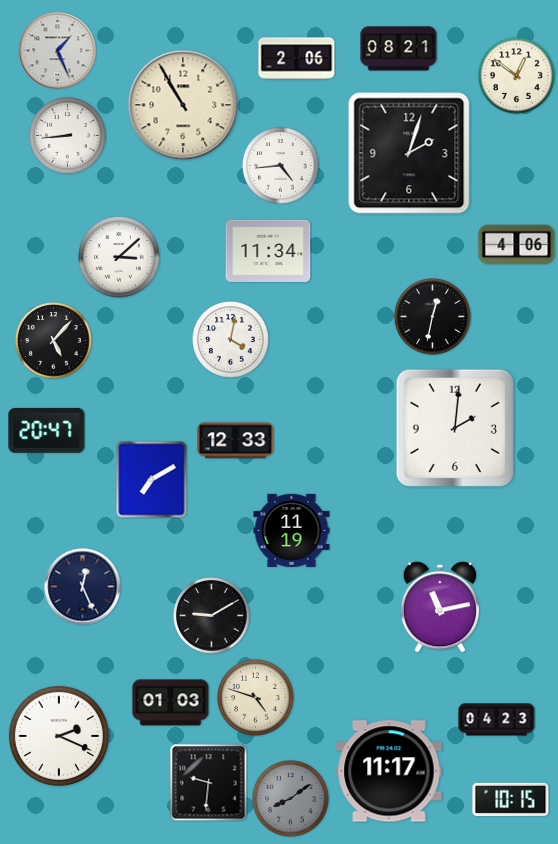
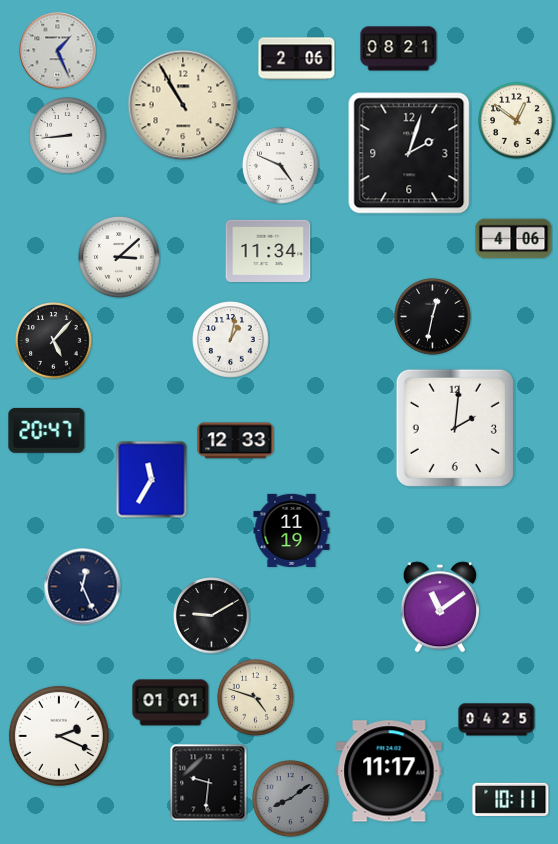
clock at (517, 76) position: (517, 76) -> (517, 121)
clock at (281, 166): 4:44 -> 4:49
clock at (517, 245) position: (517, 245) -> (514, 239)
clock at (231, 340): 4:02 -> 1:02
clock at (152, 479): 7:10 -> 11:35
clock at (440, 607): 11:13 -> 11:09
clock at (171, 703): 01:03 -> 01:01
clock at (497, 720): 04:23 -> 04:25
clock at (511, 799): 10:15 -> 10:11
